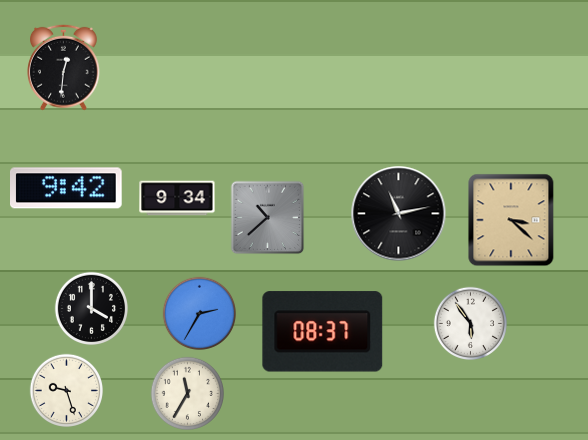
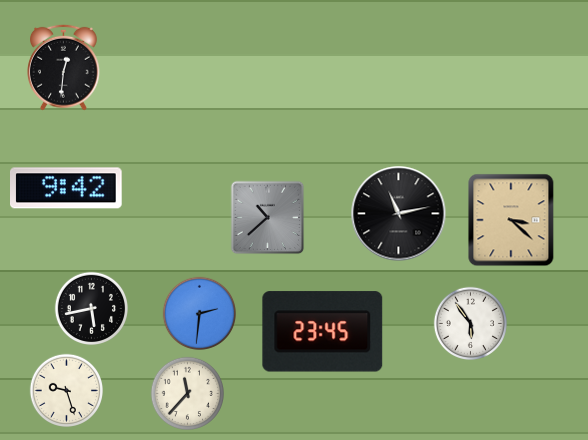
clock at (177, 198): 9:34 -> none
clock at (91, 308): 4:00 -> 5:43
clock at (199, 313): 2:35 -> 2:31
clock at (323, 332): 08:37 -> 23:45
clock at (187, 393): 11:35 -> 11:37
